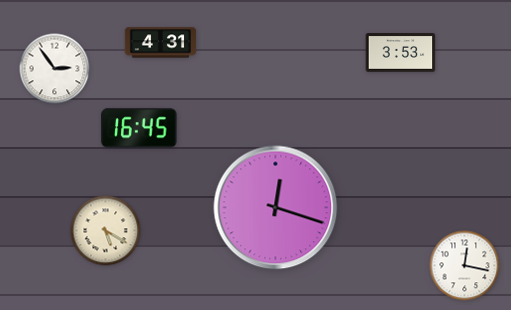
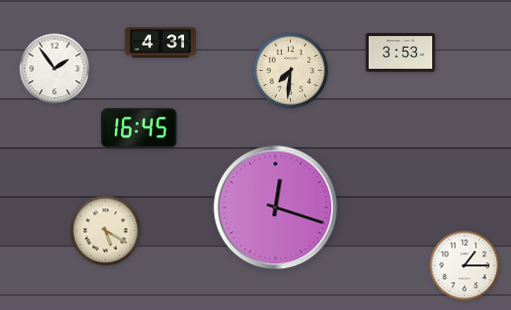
clock at (55, 69): 2:54 -> 1:54
clock at (291, 71): none -> 7:31
clock at (465, 266): 12:17 -> 1:15
